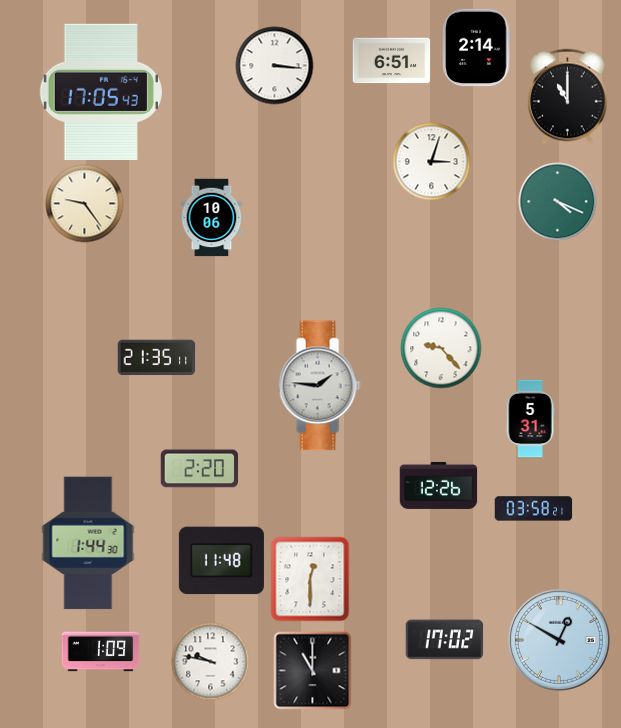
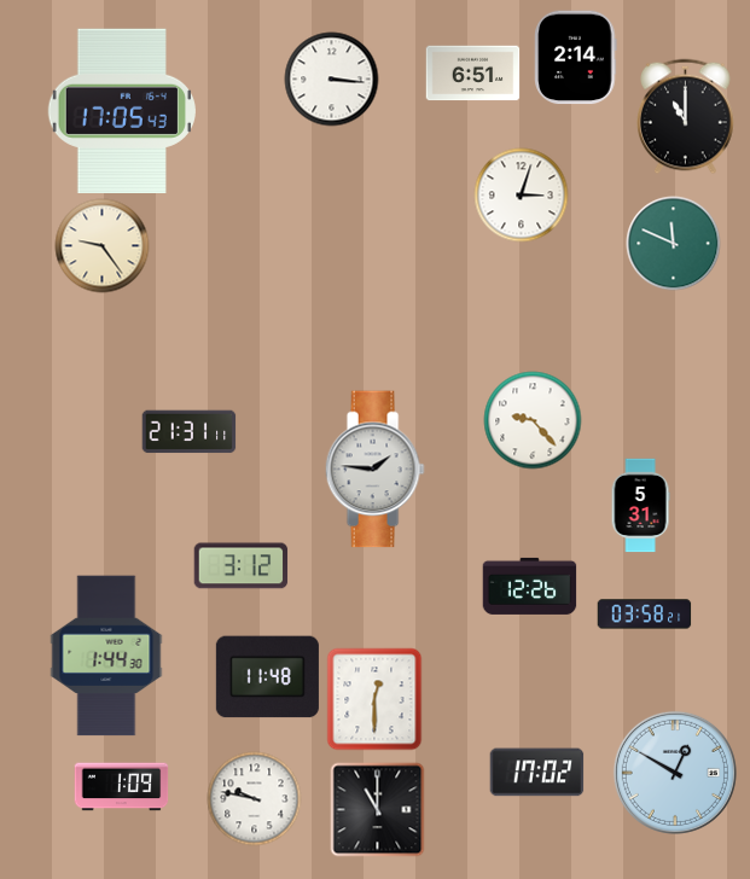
clock at (557, 201): 4:19 -> 11:49
clock at (212, 217): 10:06 -> none
clock at (156, 358): 21:35 -> 21:31
clock at (319, 386) position: (319, 386) -> (374, 470)
clock at (199, 469): 2:20 -> 3:12
